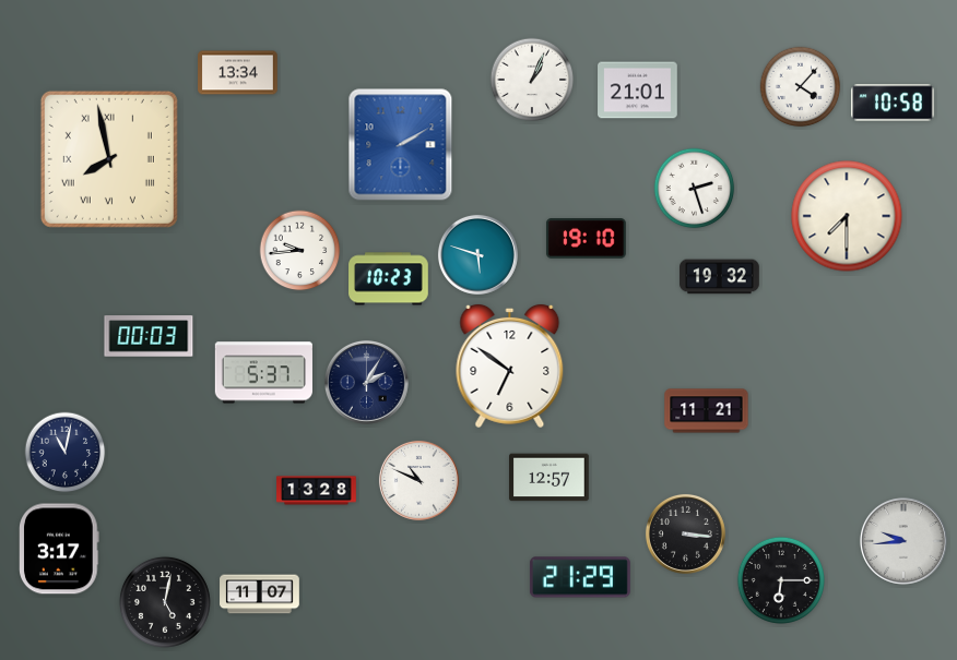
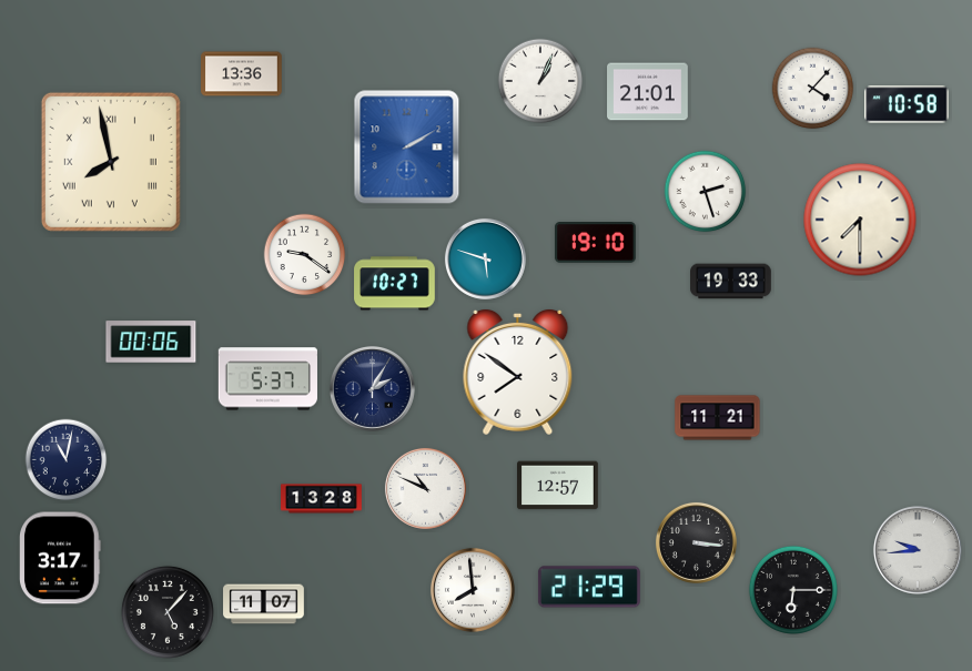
clock at (238, 73): 13:34 -> 13:36
clock at (300, 251): 9:44 -> 9:21
clock at (720, 277): 19:32 -> 19:33
clock at (389, 279): 10:23 -> 10:27
clock at (149, 336): 00:03 -> 00:06
clock at (510, 365): 6:51 -> 7:51
clock at (473, 590): none -> 7:59
clock at (165, 602): 5:02 -> 5:07
